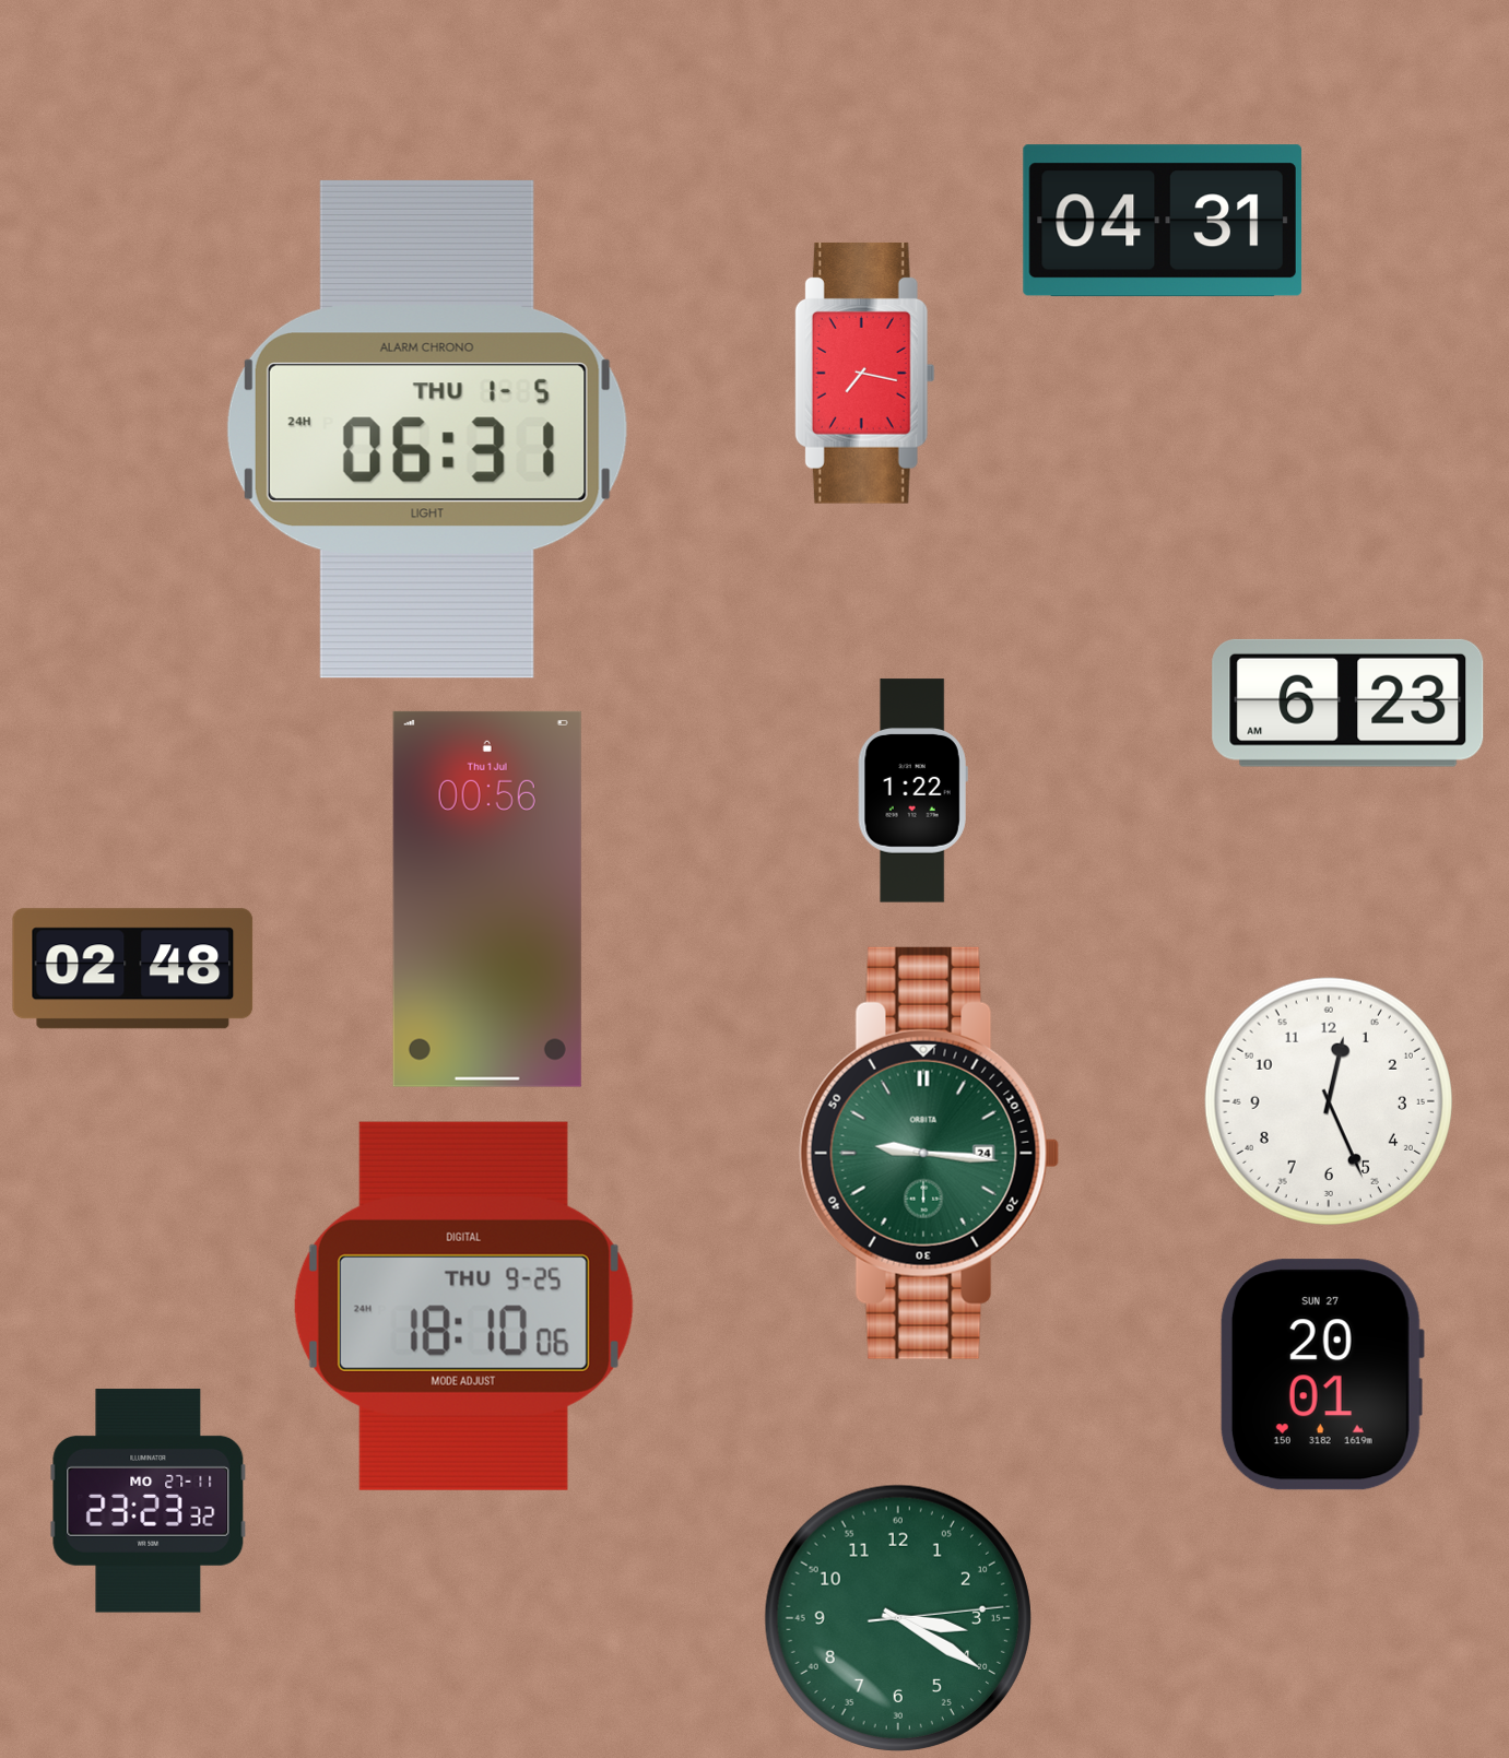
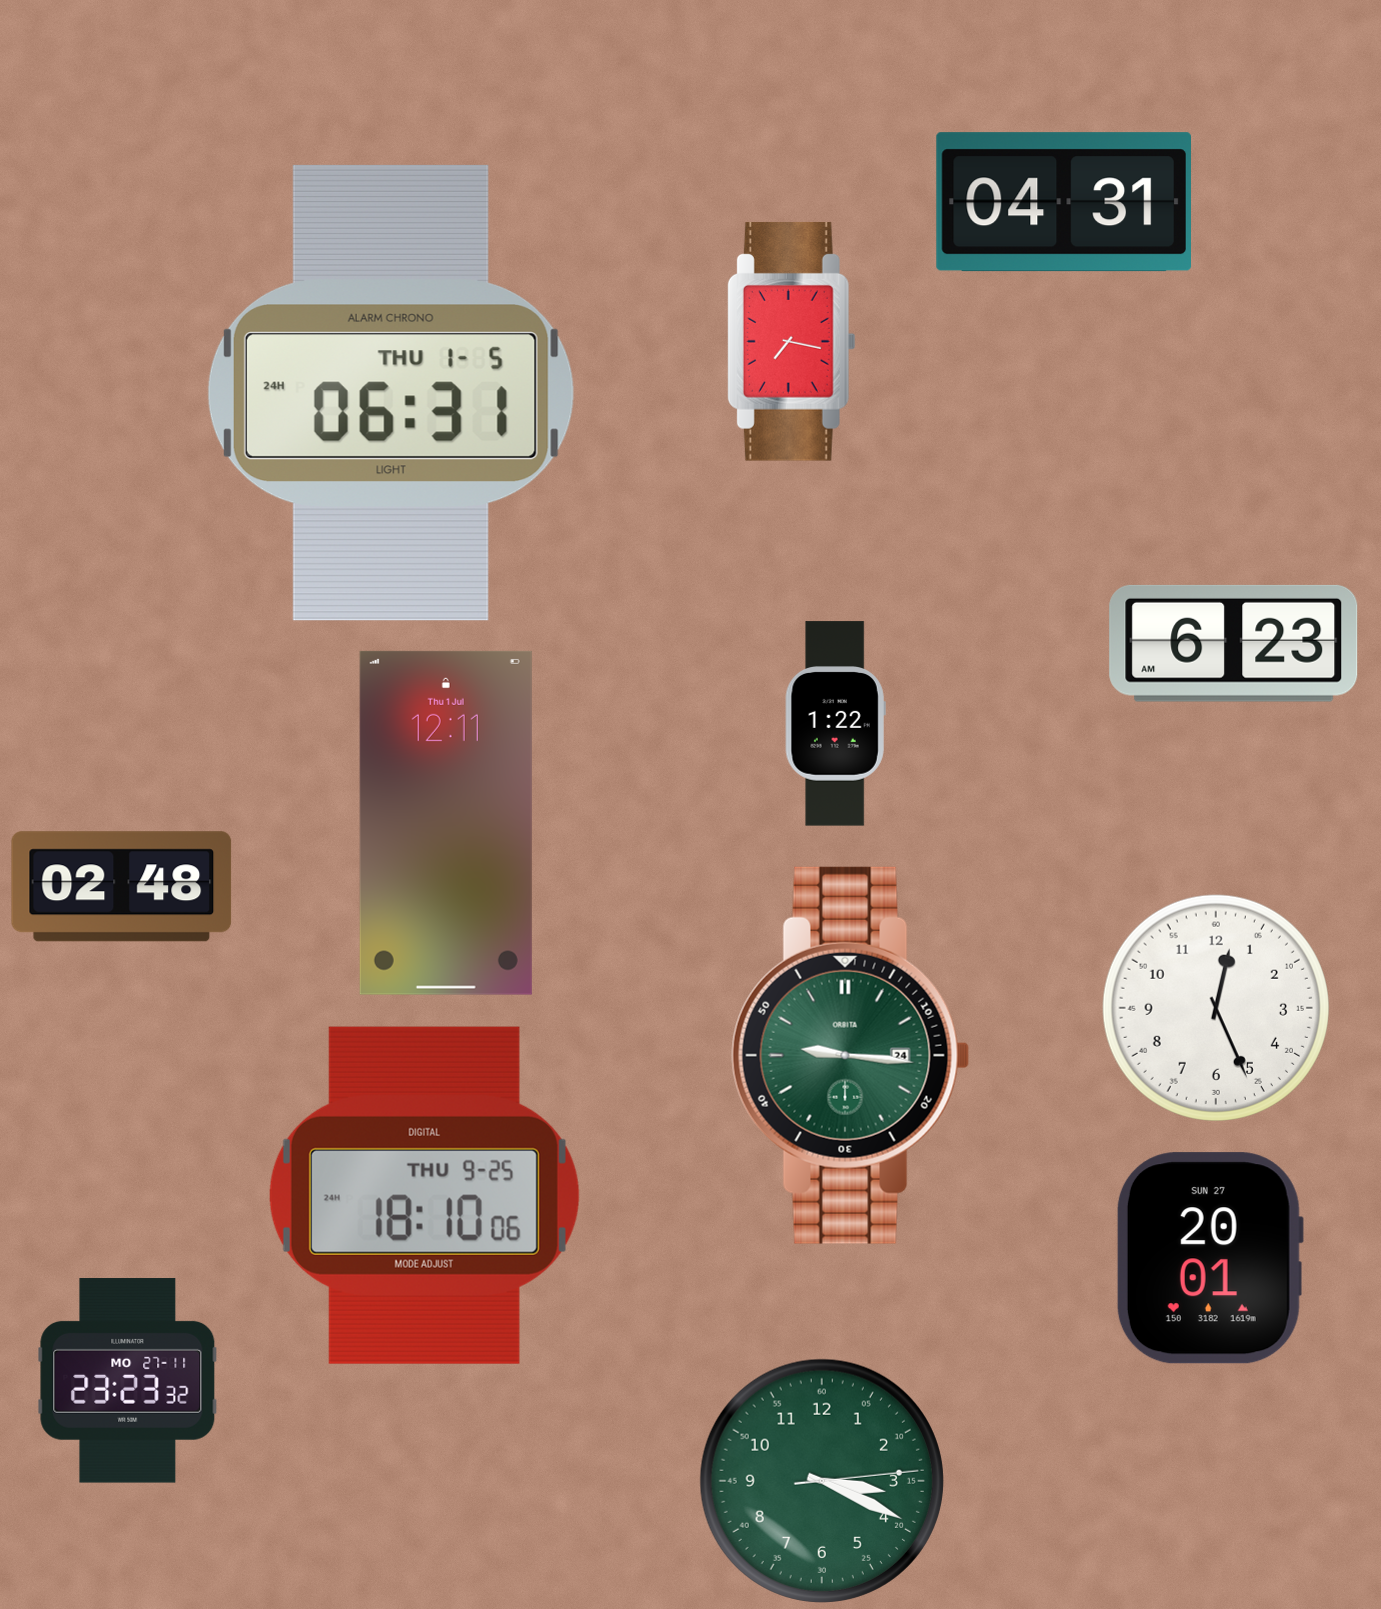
clock at (487, 899): 00:56 -> 12:11
clock at (149, 1501) position: (149, 1501) -> (128, 1381)
clock at (898, 1618): 3:20 -> 3:19
